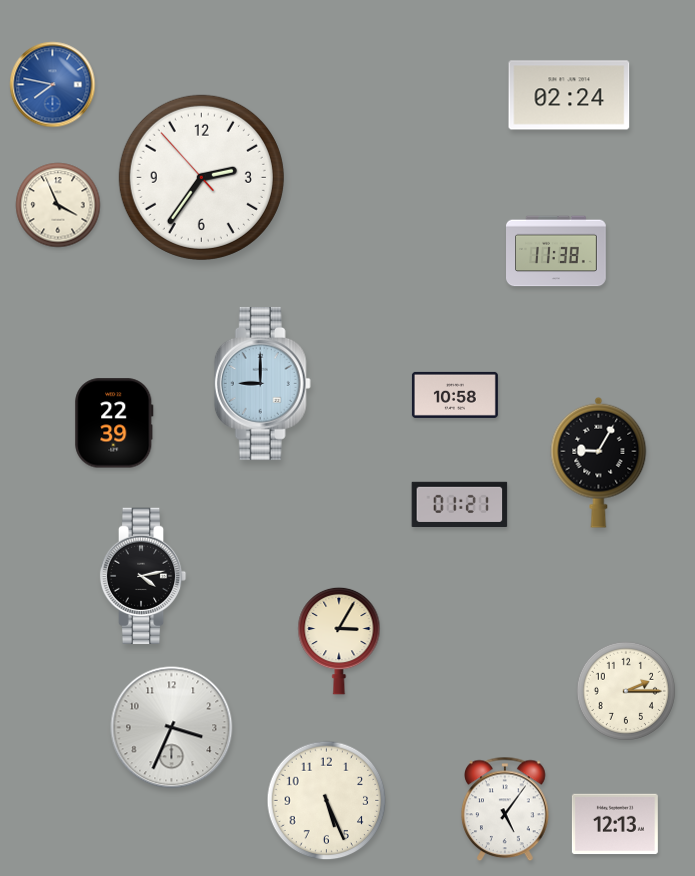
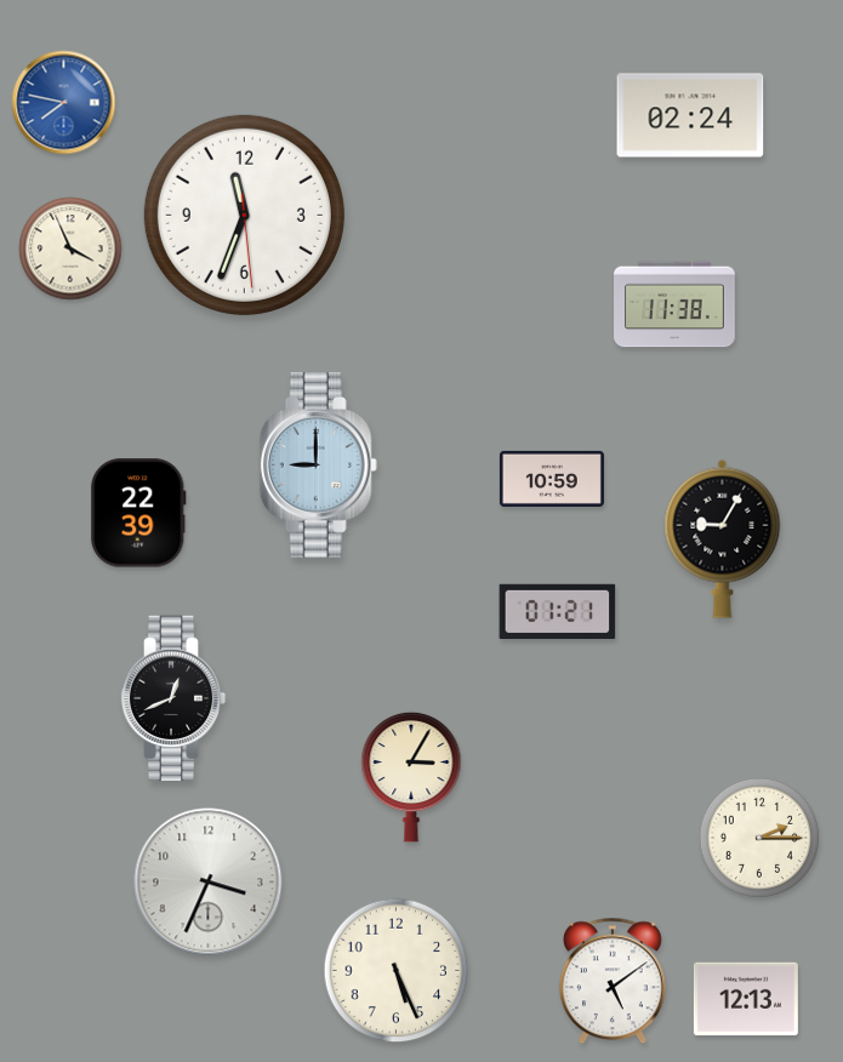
clock at (201, 177): 2:35 -> 11:33
clock at (455, 395): 10:58 -> 10:59
clock at (599, 462) position: (599, 462) -> (723, 538)
clock at (143, 575): 4:13 -> 12:41
clock at (505, 809): 5:06 -> 5:09
